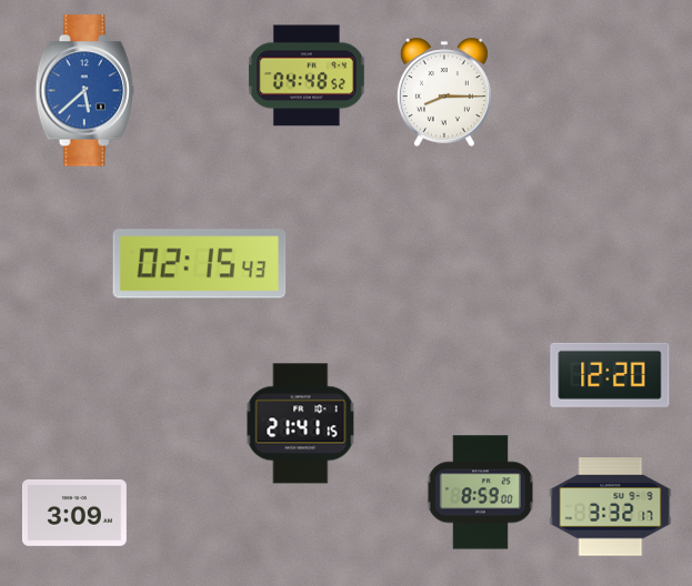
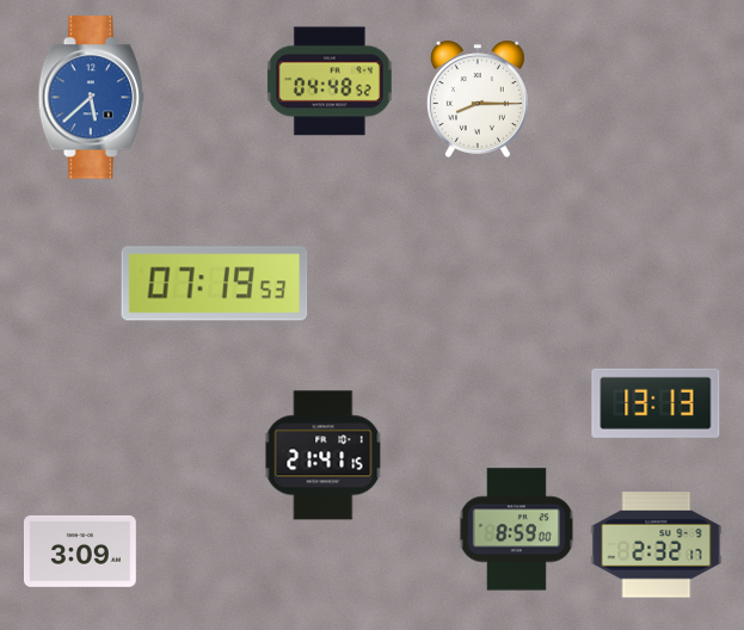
clock at (200, 264): 02:15 -> 07:19
clock at (610, 375): 12:20 -> 13:13
clock at (611, 507): 3:32 -> 2:32
